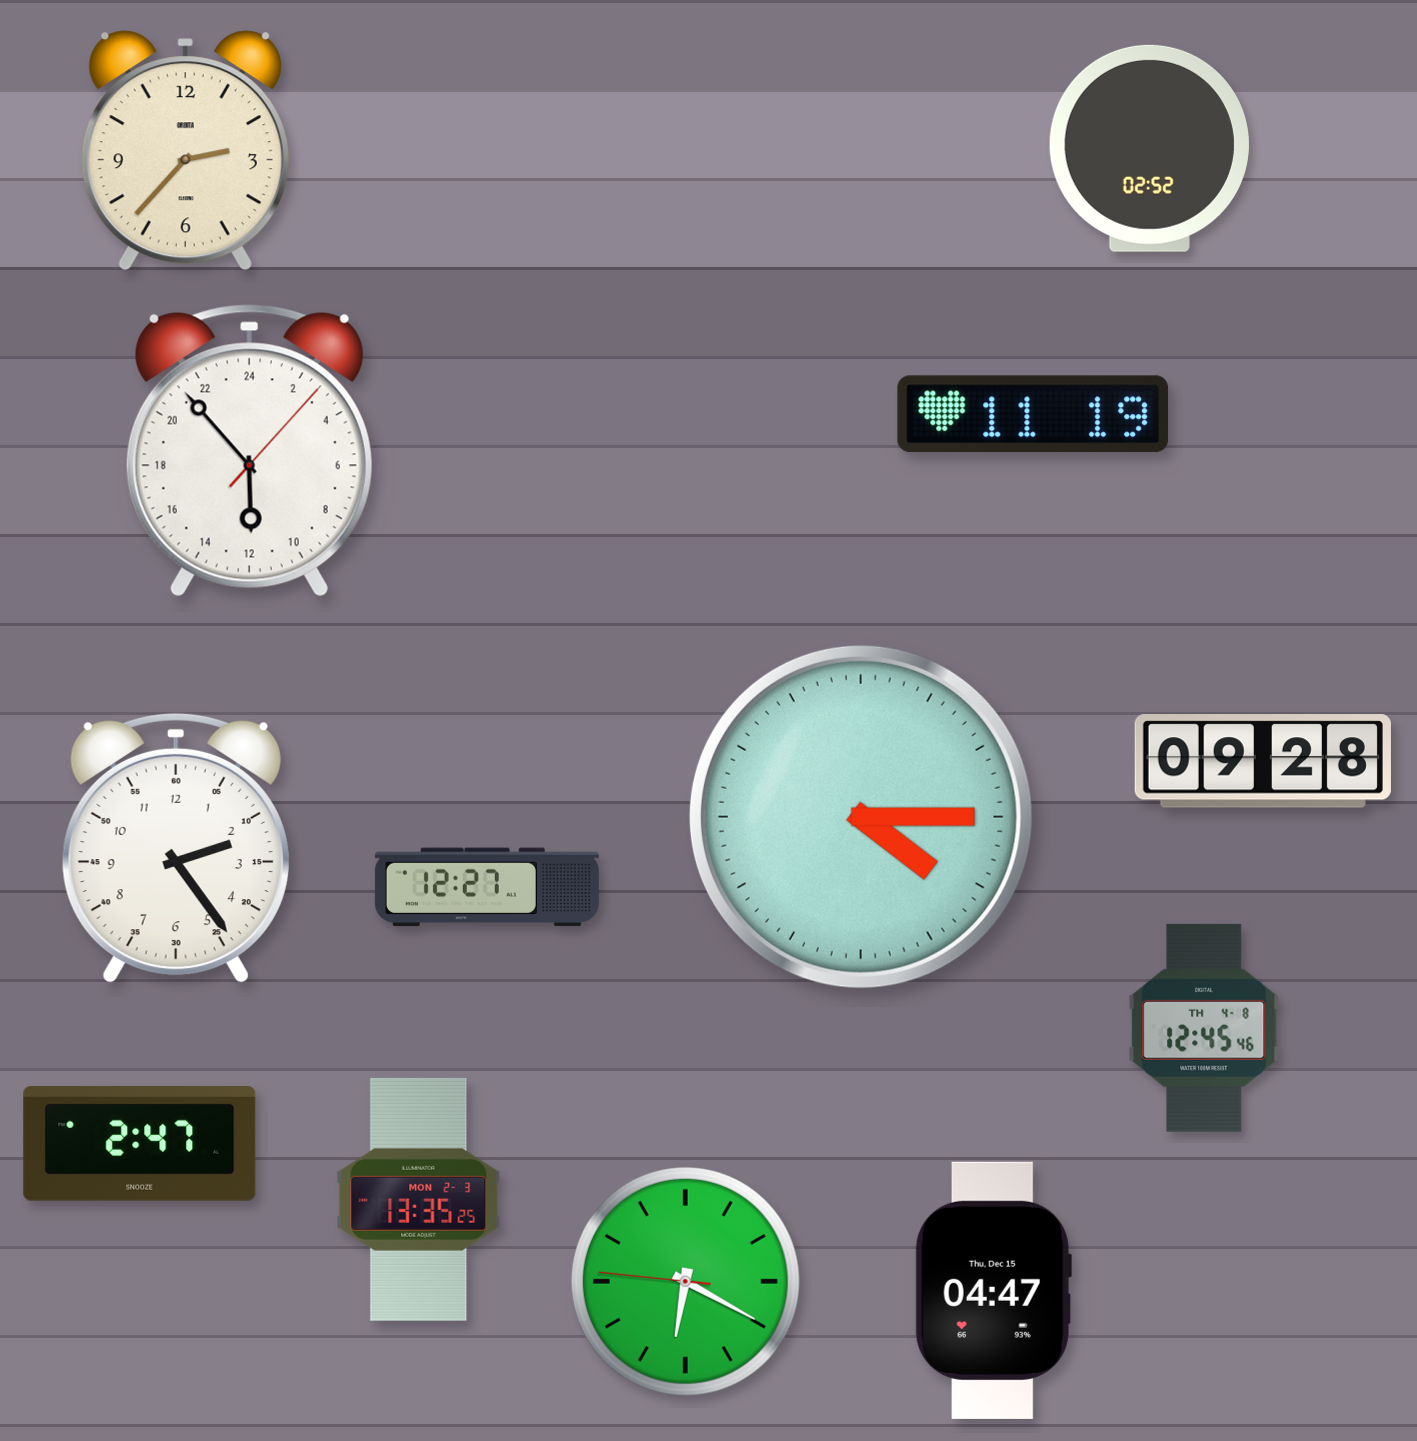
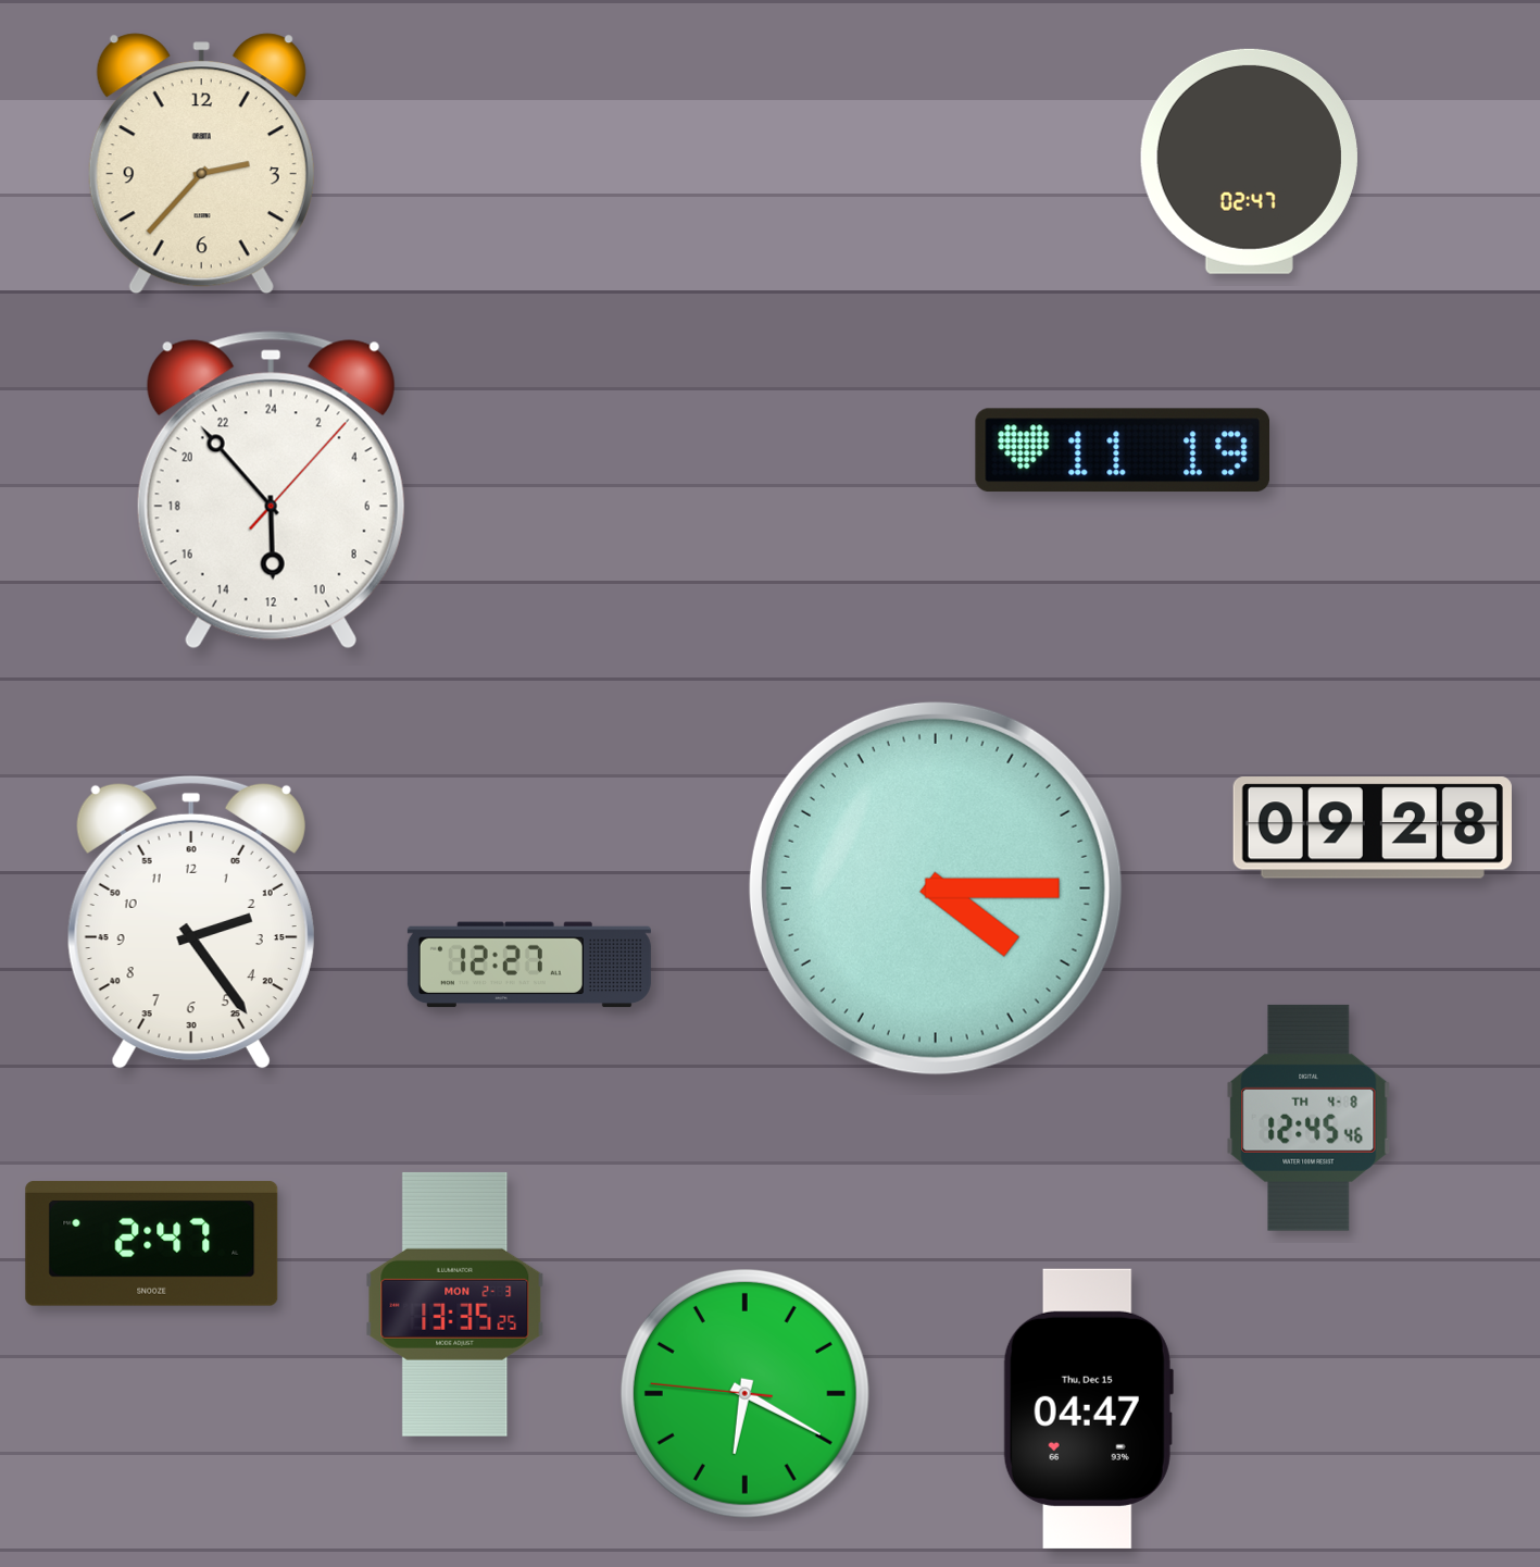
clock at (1149, 148): 02:52 -> 02:47
clock at (993, 1290) position: (993, 1290) -> (1088, 1408)
